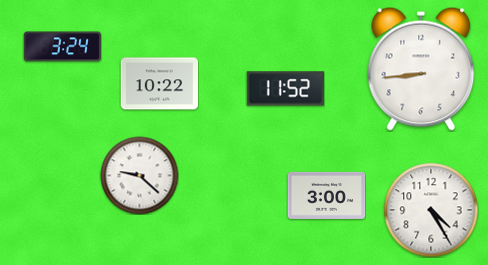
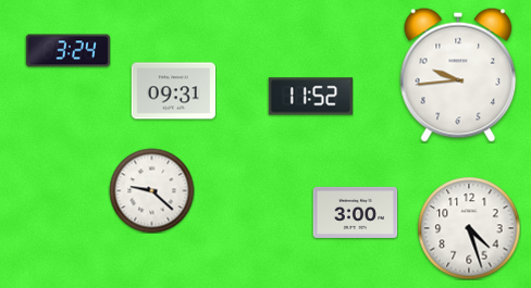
clock at (421, 69): 8:44 -> 9:44
clock at (159, 84): 10:22 -> 09:31
clock at (431, 210): 4:25 -> 4:27
